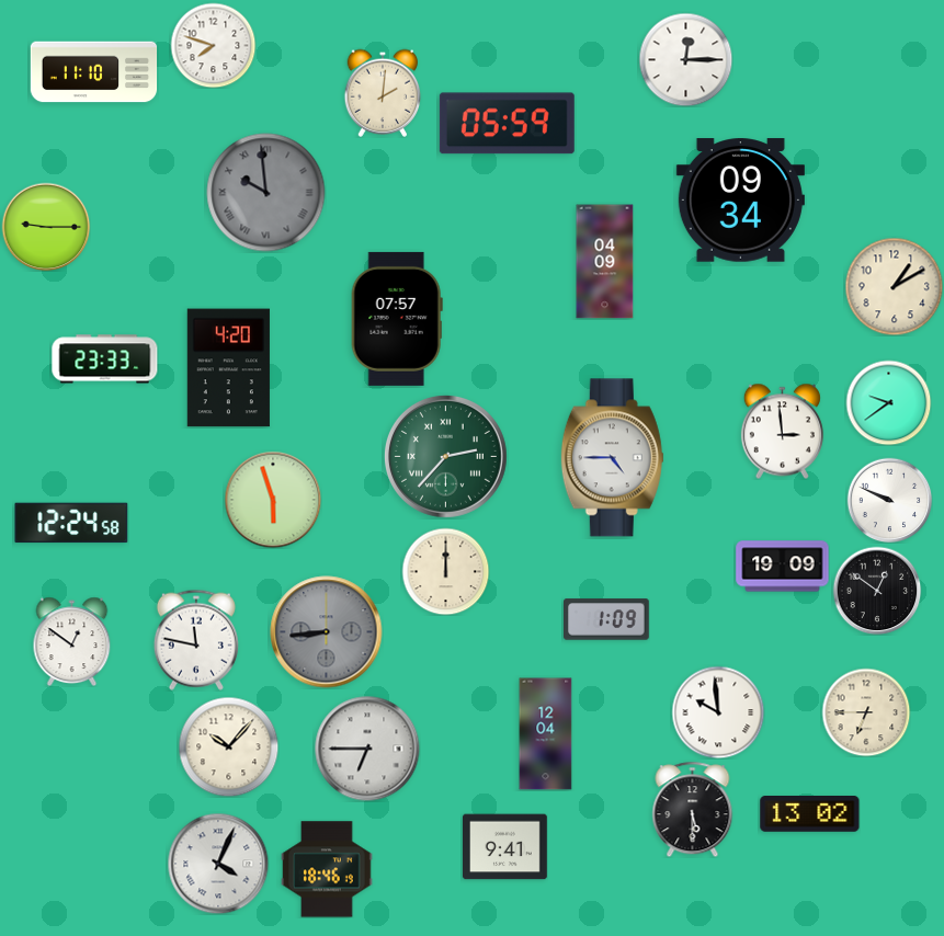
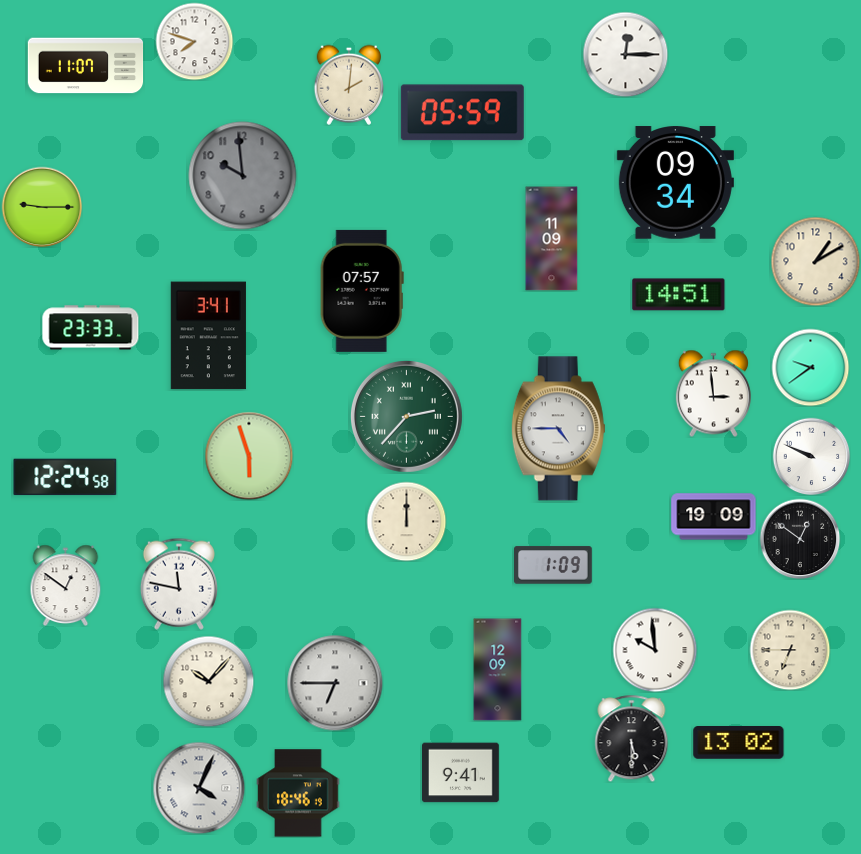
clock at (94, 72): 11:10 -> 11:07
clock at (266, 193) numerals: Roman -> Arabic
clock at (605, 262): 04:09 -> 11:09
clock at (679, 295): none -> 14:51
clock at (105, 359) position: (105, 359) -> (91, 328)
clock at (228, 368): 4:20 -> 3:41
clock at (612, 458) position: (612, 458) -> (558, 429)
clock at (327, 632): 8:44 -> none
clock at (546, 734): 12:04 -> 12:09
